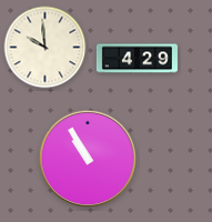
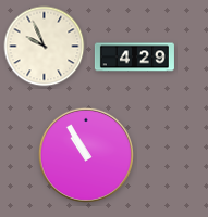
clock at (46, 48): 9:59 -> 9:56
